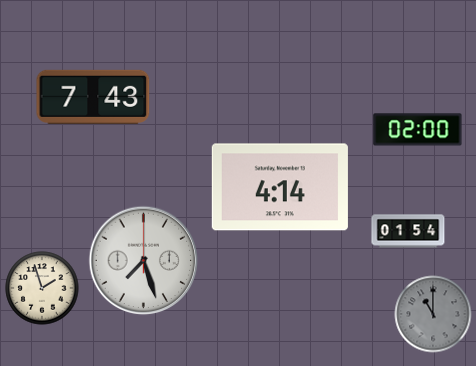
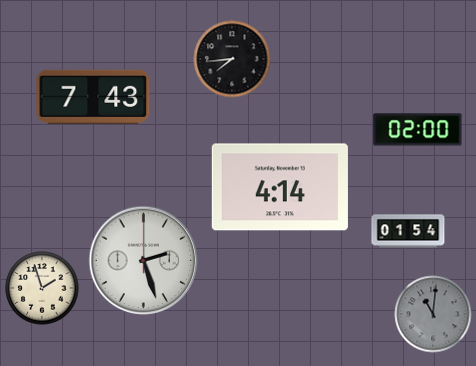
clock at (232, 59): none -> 7:44
clock at (144, 261): 7:27 -> 2:27
clock at (433, 314): 11:00 -> 11:01
